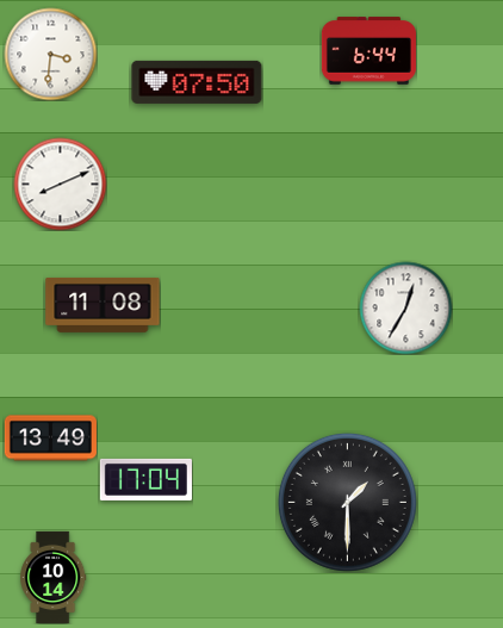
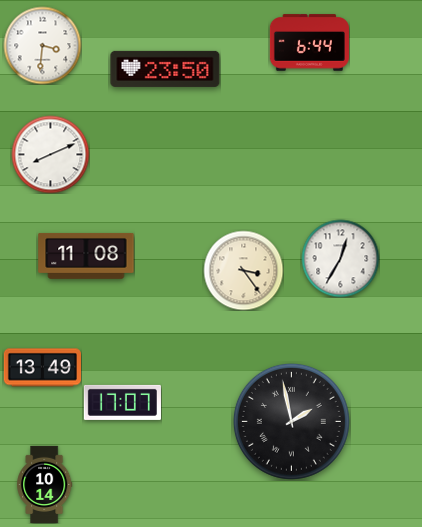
clock at (197, 82): 07:50 -> 23:50
clock at (243, 270): none -> 3:24
clock at (145, 479): 17:04 -> 17:07
clock at (347, 502): 1:30 -> 1:58
